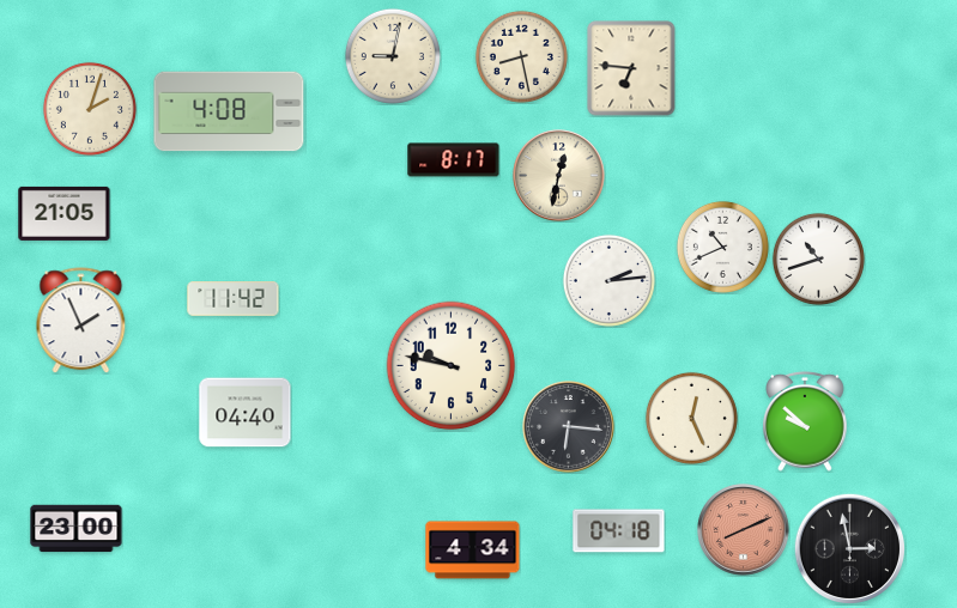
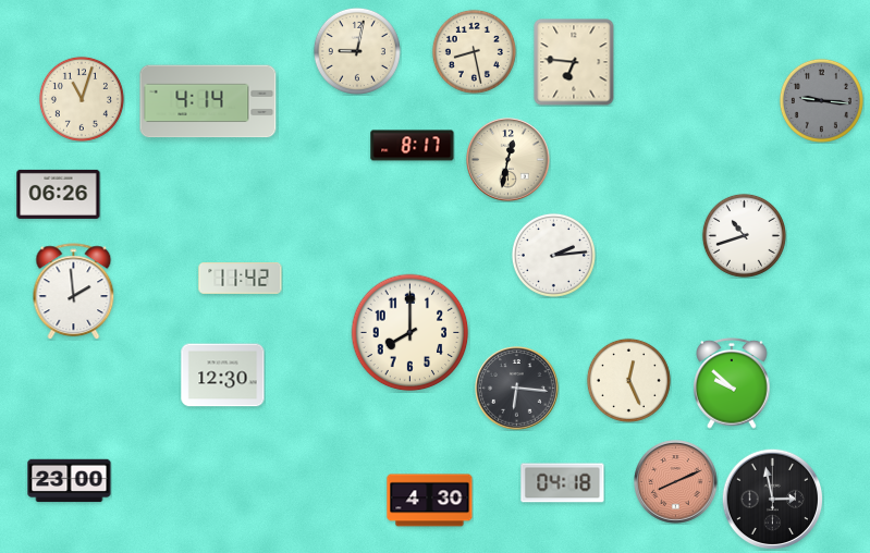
clock at (90, 109): 2:03 -> 11:03
clock at (821, 100): none -> 9:16
clock at (229, 111): 4:08 -> 4:14
clock at (65, 213): 21:05 -> 06:26
clock at (722, 247): 10:41 -> none
clock at (234, 299) position: (234, 299) -> (241, 279)
clock at (81, 321): 1:56 -> 1:59
clock at (452, 366): 9:47 -> 8:00
clock at (246, 413): 04:40 -> 12:30
clock at (473, 551): 4:34 -> 4:30
